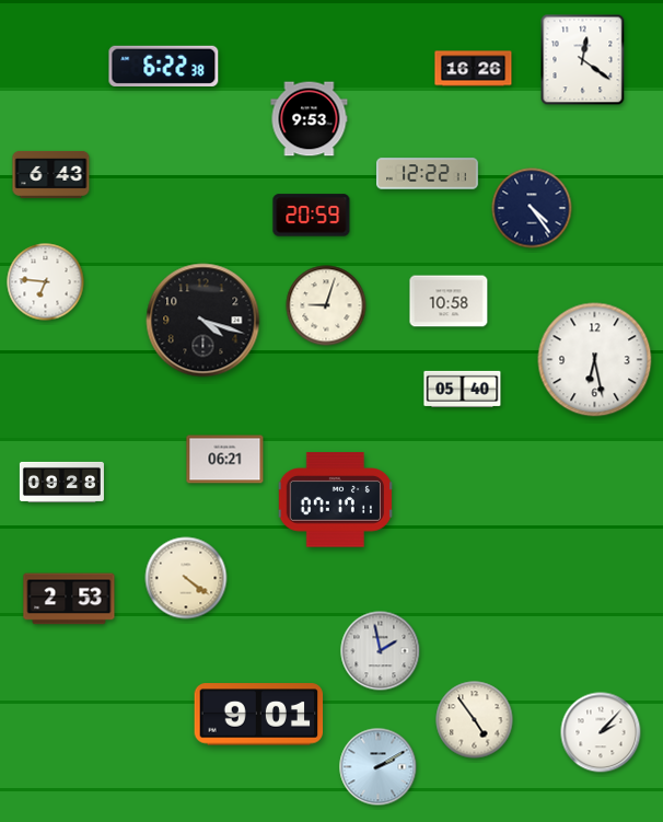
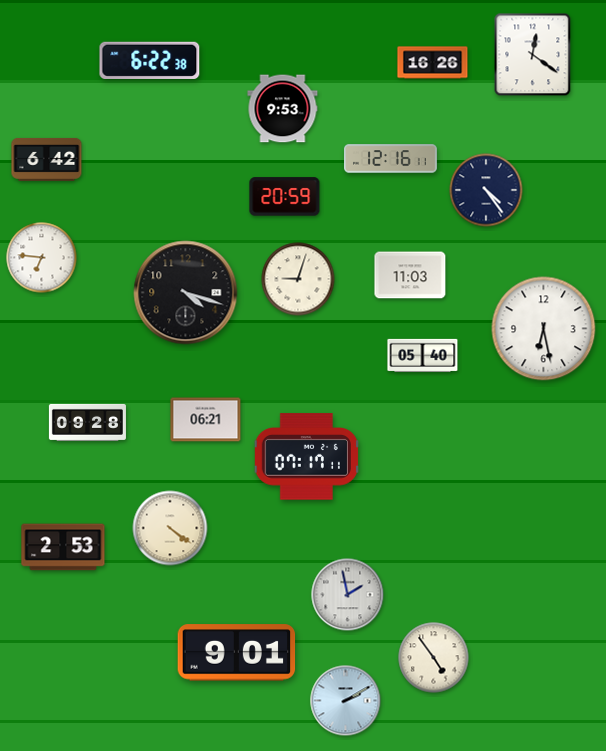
clock at (51, 174): 6:43 -> 6:42
clock at (428, 174): 12:22 -> 12:16
clock at (449, 301): 10:58 -> 11:03
clock at (61, 482) position: (61, 482) -> (87, 422)
clock at (601, 732): 2:07 -> none
